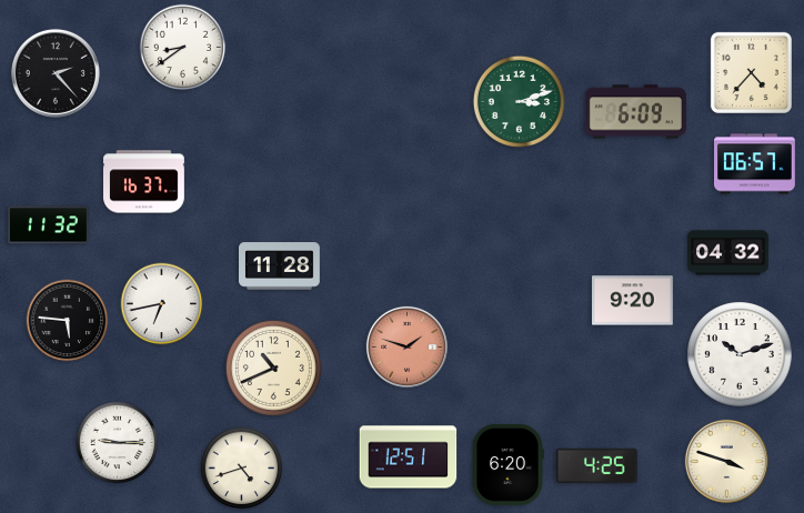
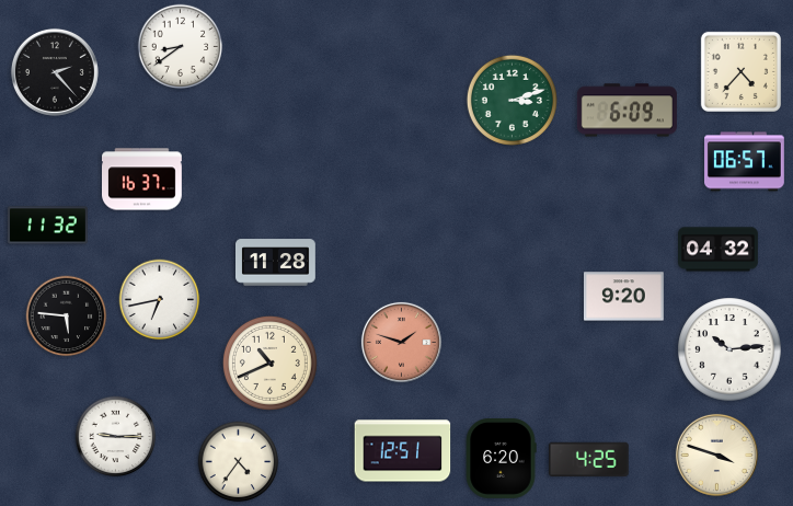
clock at (49, 225) position: (49, 225) -> (48, 226)
clock at (740, 354): 10:12 -> 10:14
clock at (242, 469): 4:42 -> 4:36
